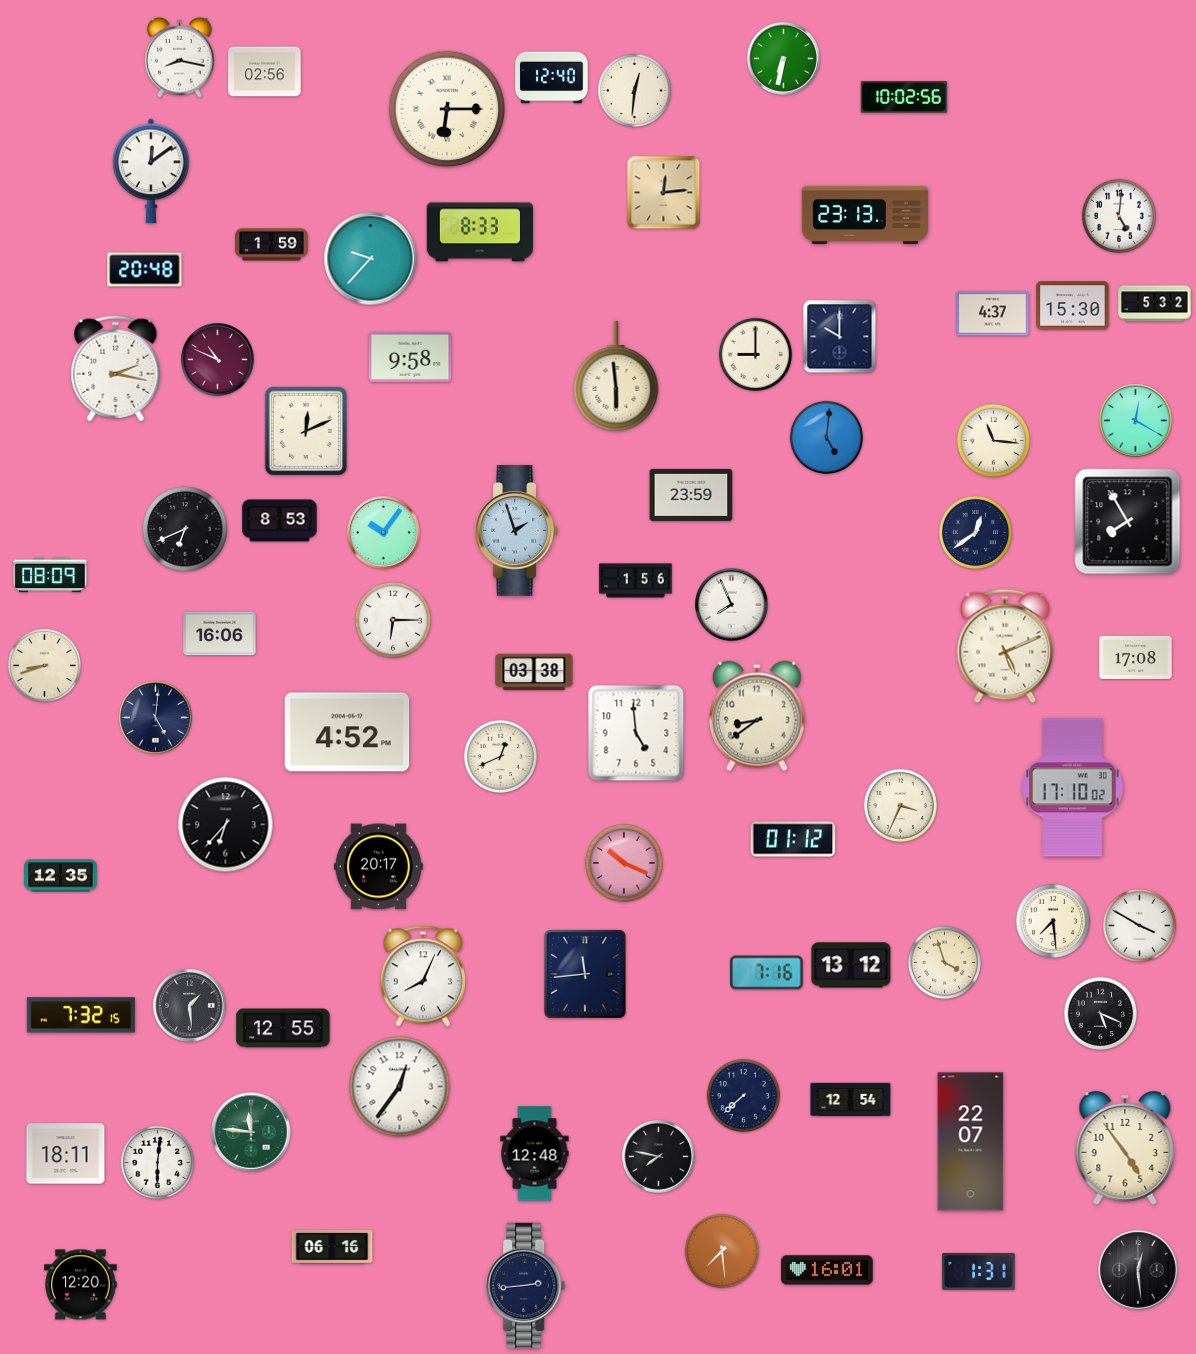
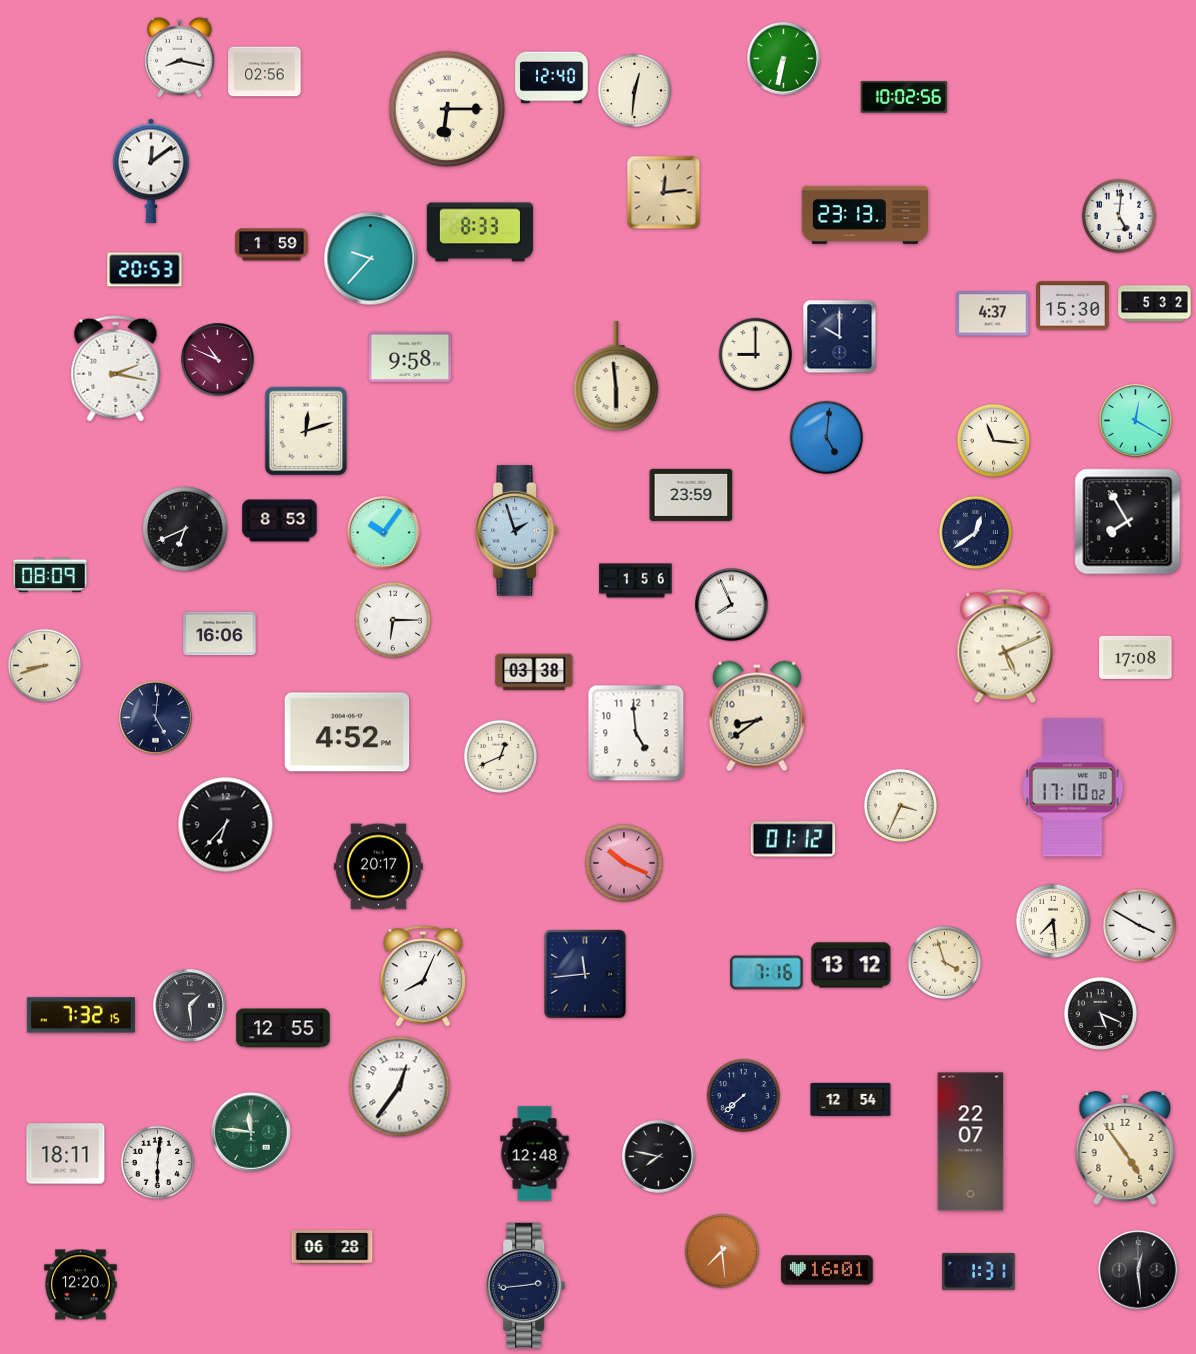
clock at (145, 270): 20:48 -> 20:53
clock at (306, 431): 12:11 -> 12:12
clock at (61, 876): 12:35 -> none
clock at (332, 1247): 06:16 -> 06:28
